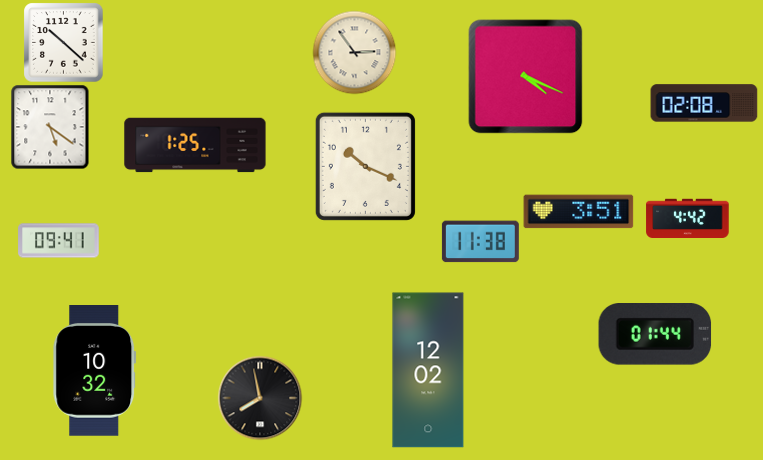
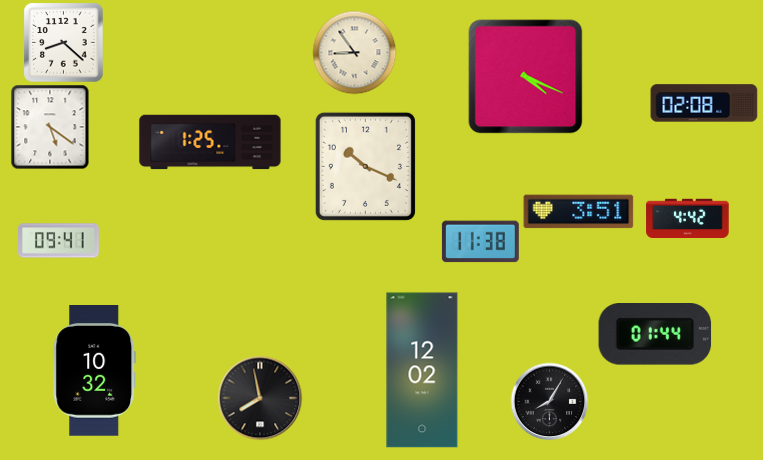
clock at (63, 42): 10:22 -> 8:22
clock at (354, 52): 2:54 -> 8:54
clock at (195, 145) position: (195, 145) -> (210, 142)
clock at (428, 370) position: (428, 370) -> (422, 370)
clock at (549, 401): none -> 8:05
